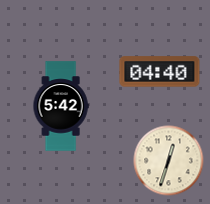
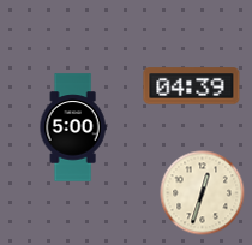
clock at (160, 72): 04:40 -> 04:39
clock at (61, 106): 5:42 -> 5:00
